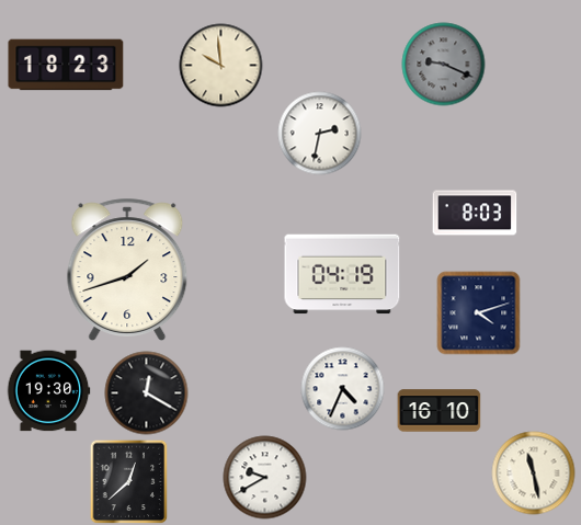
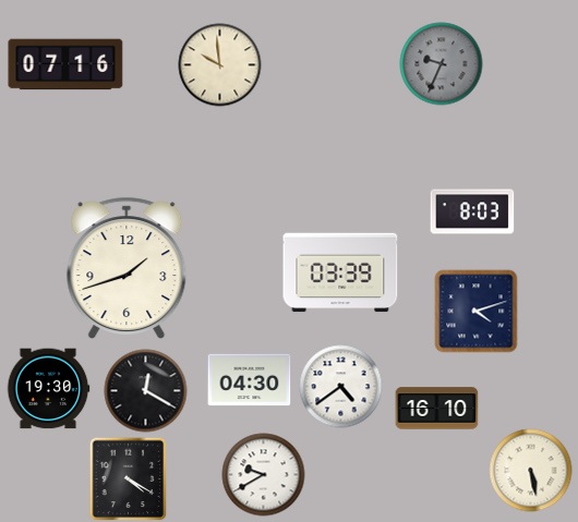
clock at (66, 65): 18:23 -> 07:16
clock at (444, 65): 9:19 -> 9:34
clock at (320, 134): 2:32 -> none
clock at (342, 274): 04:19 -> 03:39
clock at (250, 380): none -> 04:30
clock at (343, 389): 4:34 -> 4:39
clock at (534, 473): 11:28 -> 5:28
clock at (129, 481): 12:38 -> 4:20
